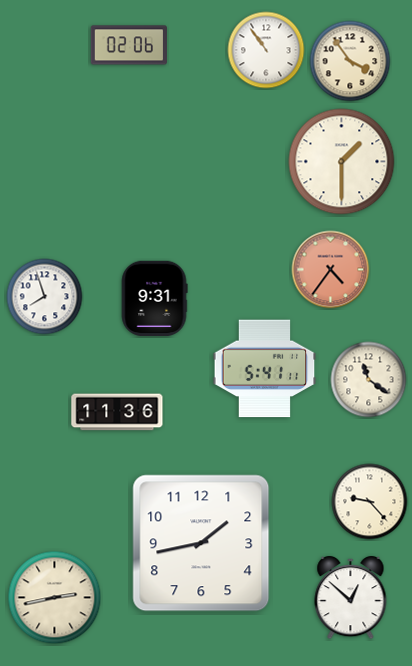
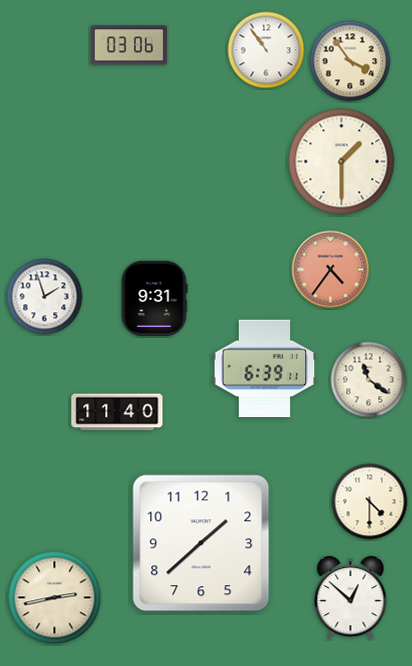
clock at (128, 45): 02:06 -> 03:06
clock at (45, 297): 7:57 -> 1:57
clock at (265, 369): 5:41 -> 6:39
clock at (117, 412): 11:36 -> 11:40
clock at (370, 502): 9:23 -> 4:30
clock at (201, 543): 1:43 -> 1:38
